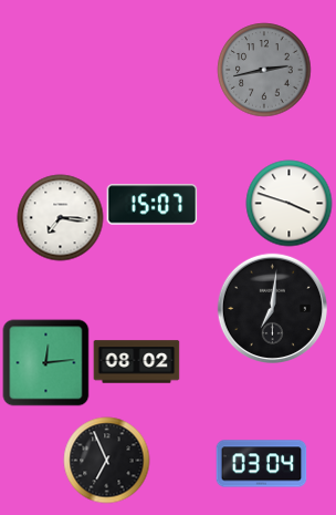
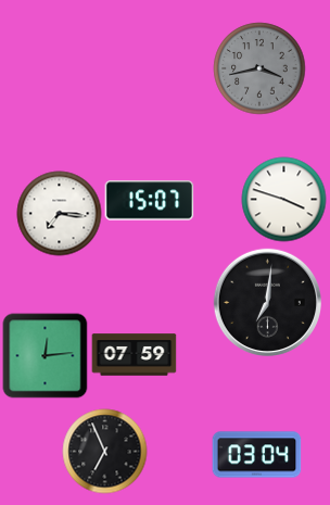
clock at (264, 70): 2:43 -> 3:43
clock at (136, 362): 08:02 -> 07:59
